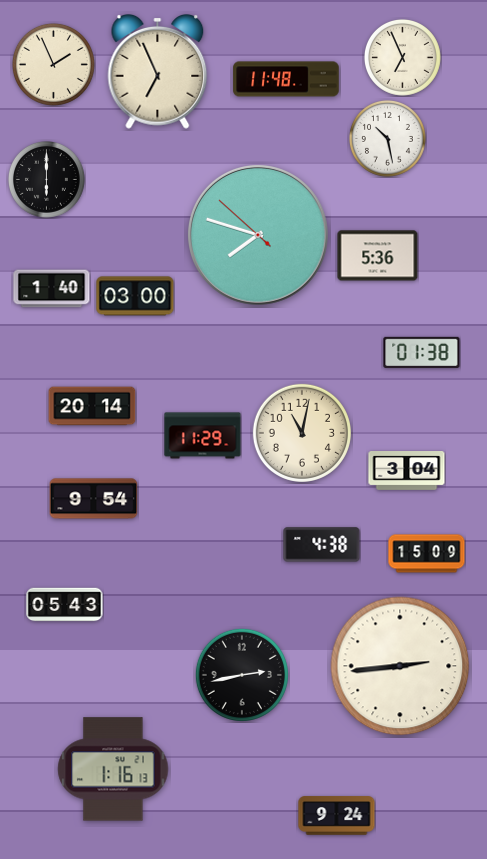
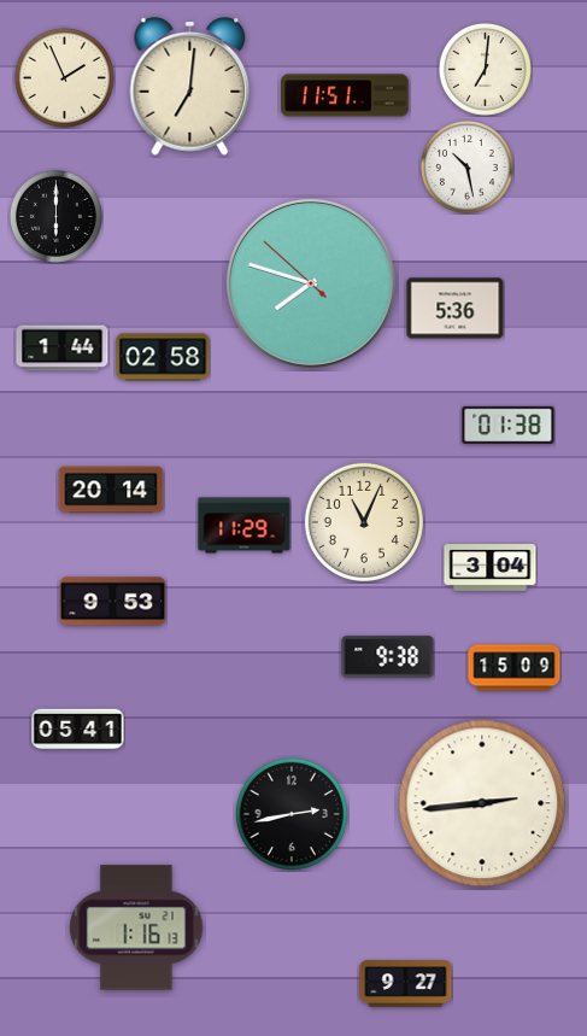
clock at (402, 57): 6:56 -> 7:01
clock at (158, 72): 6:56 -> 7:01
clock at (286, 79): 11:48 -> 11:51
clock at (52, 289): 1:40 -> 1:44
clock at (135, 296): 03:00 -> 02:58
clock at (302, 433): 11:02 -> 11:04
clock at (94, 499): 9:54 -> 9:53
clock at (322, 545): 4:38 -> 9:38
clock at (65, 605): 05:43 -> 05:41
clock at (337, 816): 9:24 -> 9:27
